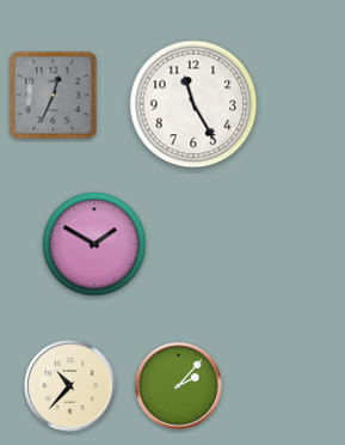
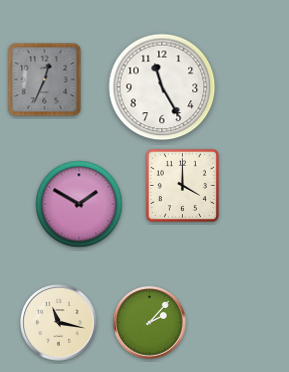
clock at (182, 185): none -> 4:00
clock at (70, 386): 10:37 -> 11:17
